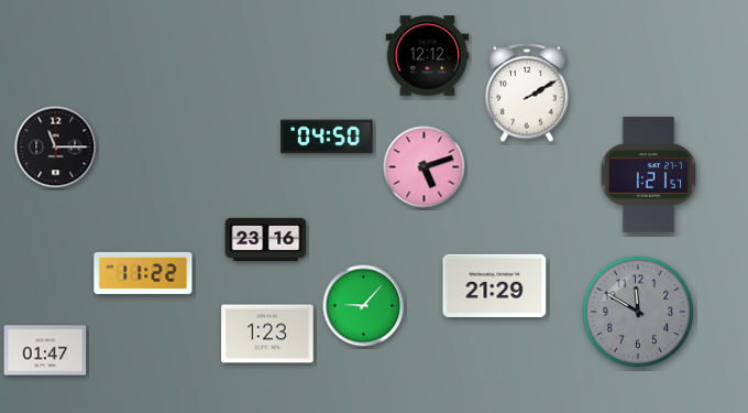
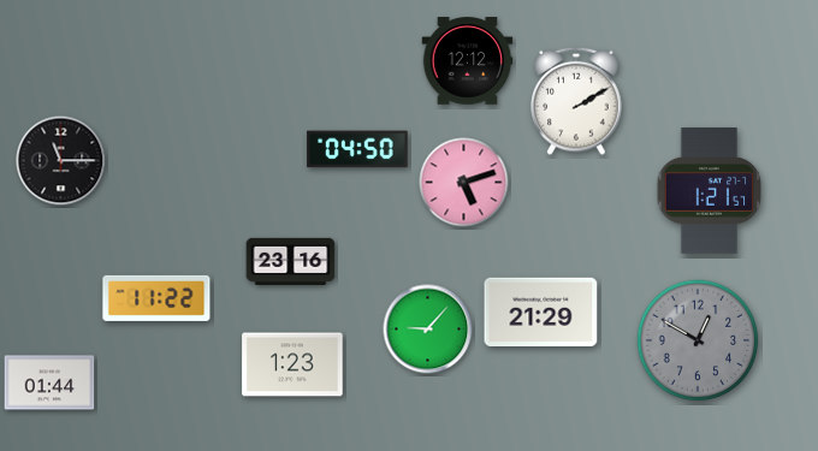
clock at (364, 306) position: (364, 306) -> (428, 330)
clock at (638, 312): 11:50 -> 12:50
clock at (45, 350): 01:47 -> 01:44
